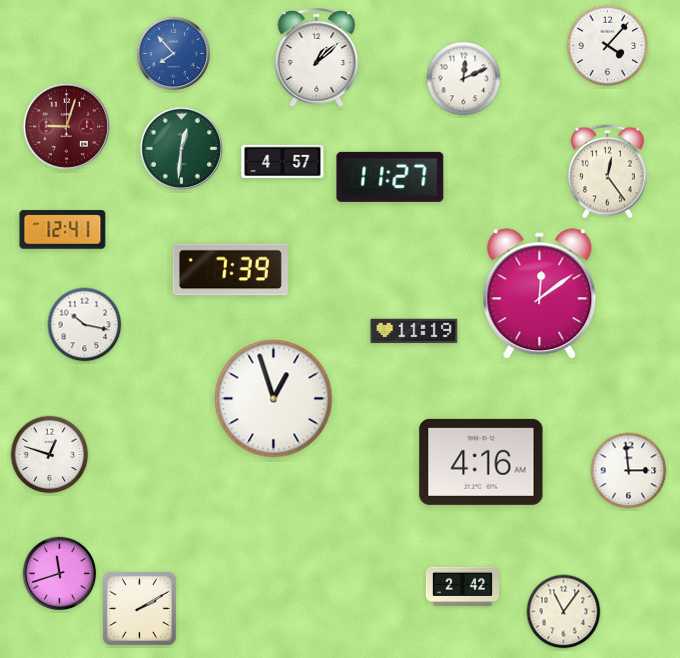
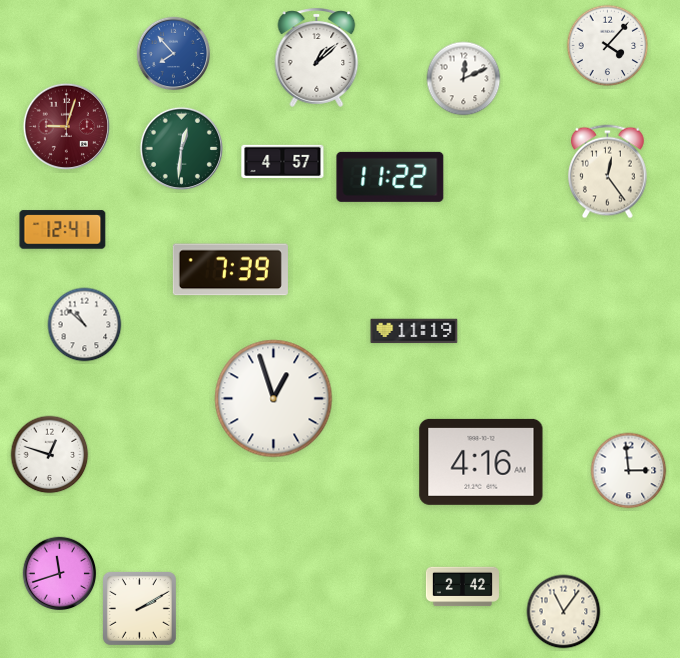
clock at (390, 177): 11:27 -> 11:22
clock at (540, 294): 12:09 -> none
clock at (85, 325): 10:17 -> 10:52
